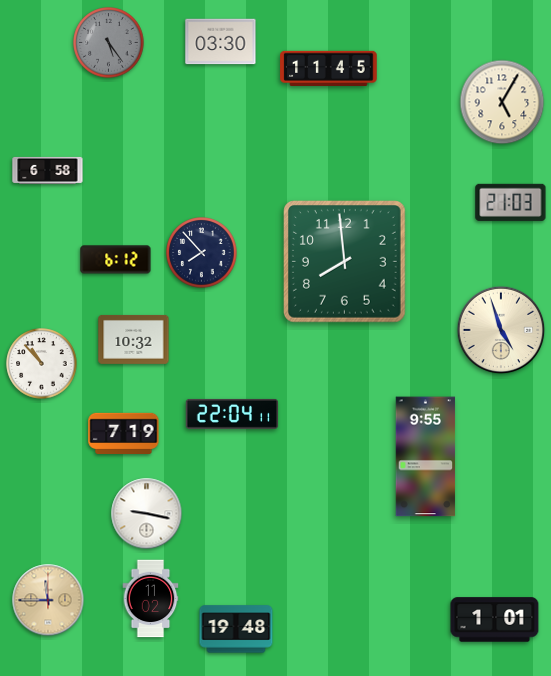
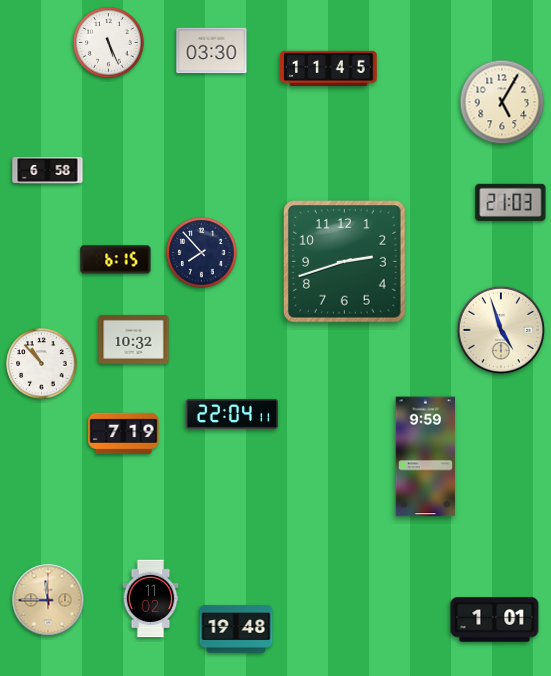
clock at (221, 42) position: (221, 42) -> (212, 51)
clock at (109, 43): 5:24 -> 5:26
clock at (109, 43) dial: grey -> white
clock at (116, 260): 6:12 -> 6:15
clock at (345, 262): 7:59 -> 2:42
clock at (426, 457): 9:55 -> 9:59
clock at (147, 514): 9:17 -> none
